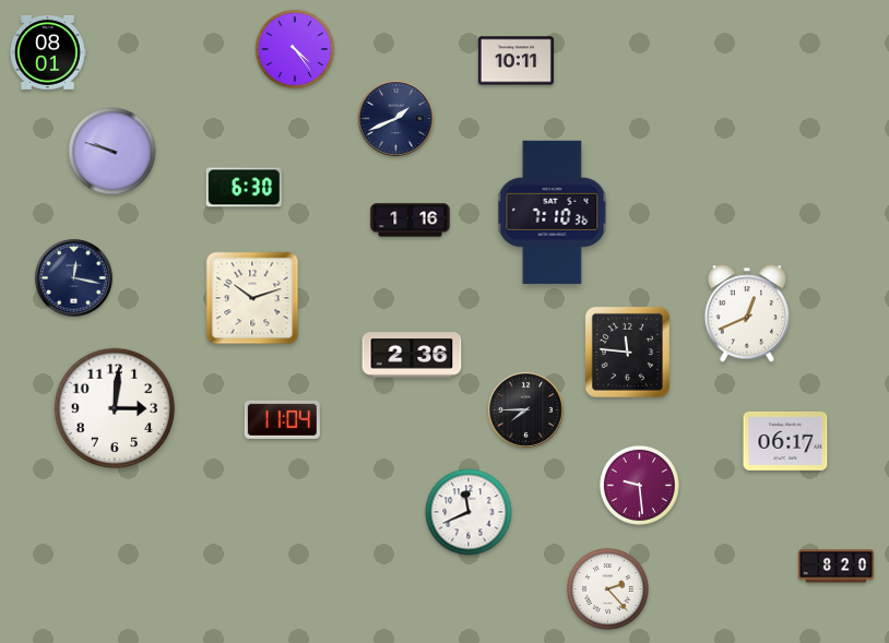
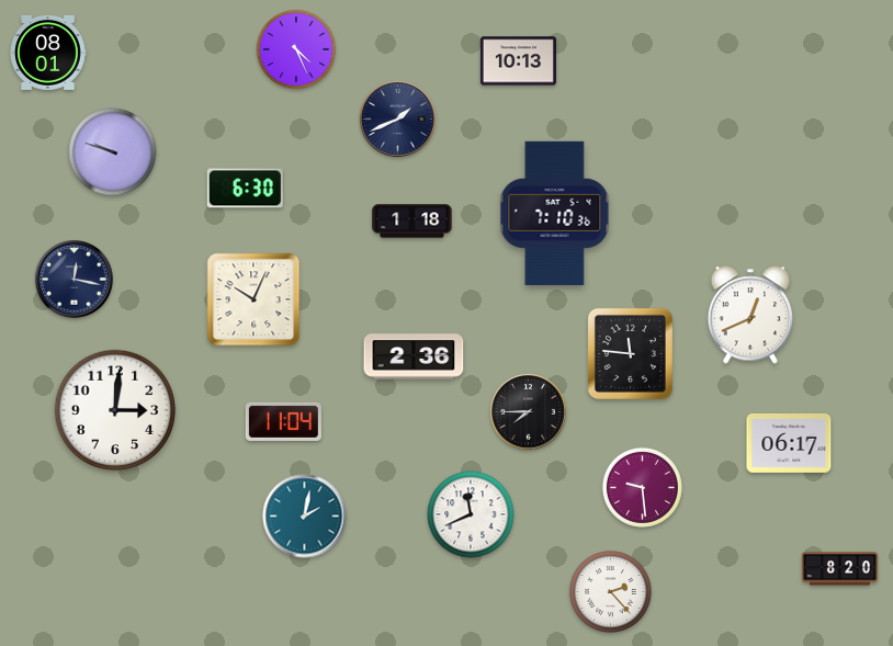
clock at (295, 49): 4:24 -> 4:26
clock at (515, 61): 10:11 -> 10:13
clock at (411, 221): 1:16 -> 1:18
clock at (252, 298): 10:12 -> 10:04
clock at (305, 517): none -> 2:02
